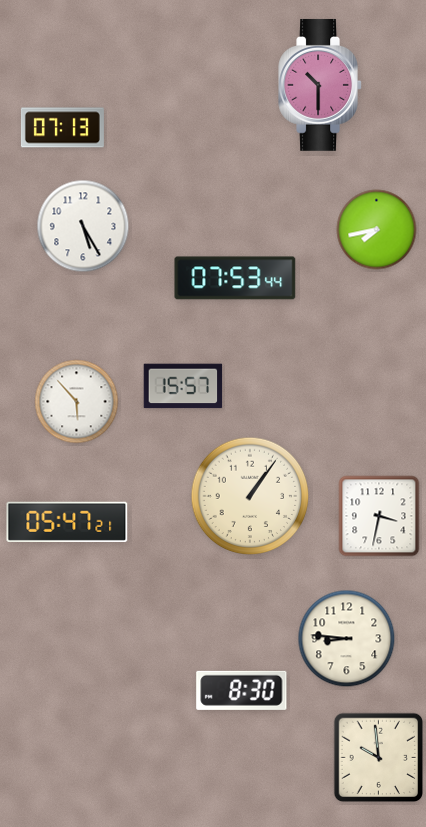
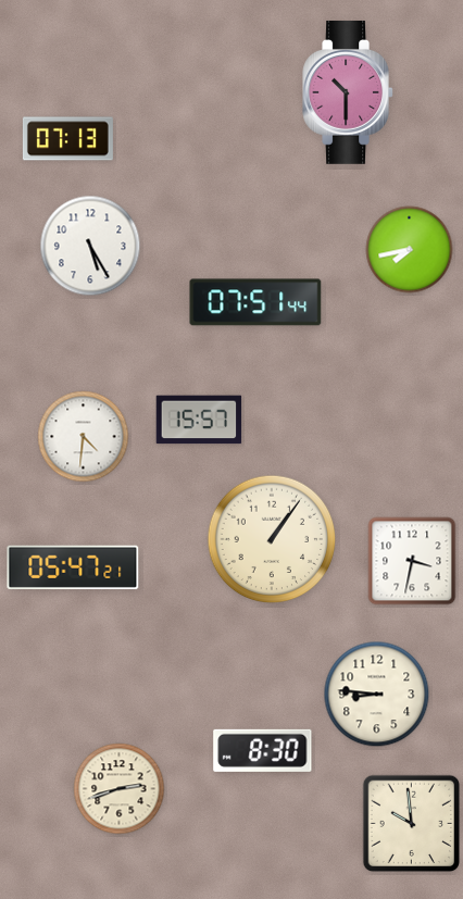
clock at (235, 278): 07:53 -> 07:51
clock at (77, 402): 5:53 -> 4:31
clock at (120, 789): none -> 2:42
